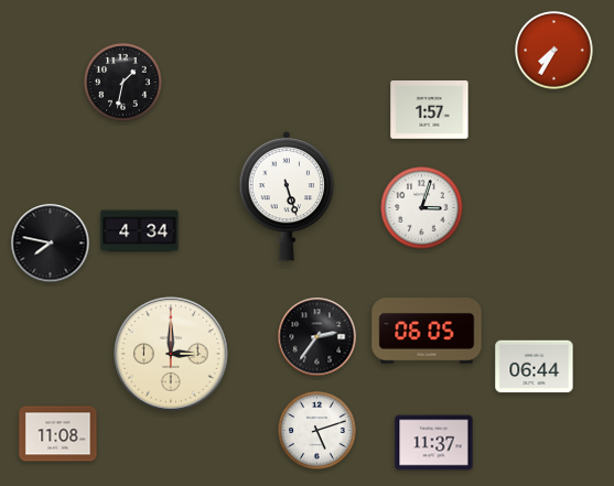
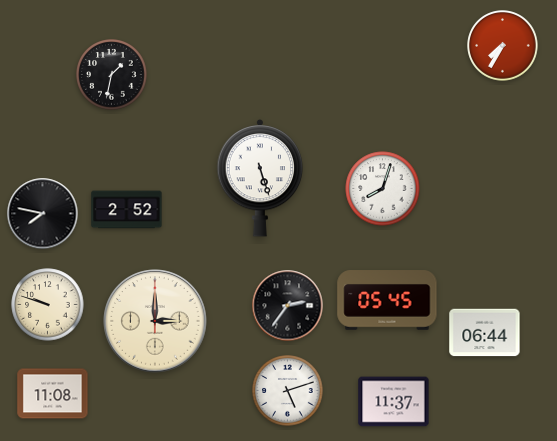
clock at (430, 110): 1:57 -> none
clock at (422, 208): 3:03 -> 8:03
clock at (140, 231): 4:34 -> 2:52
clock at (51, 244) position: (51, 244) -> (43, 214)
clock at (427, 331): 06:05 -> 05:45
clock at (48, 305): none -> 9:48
